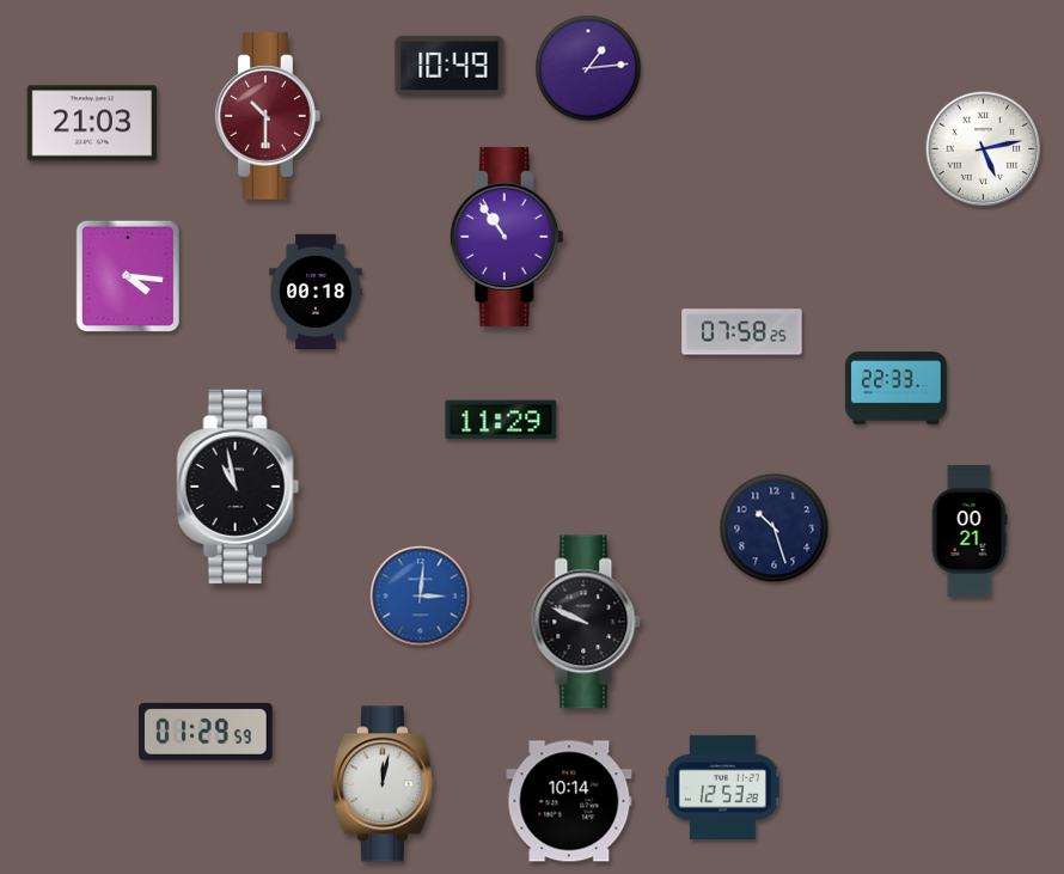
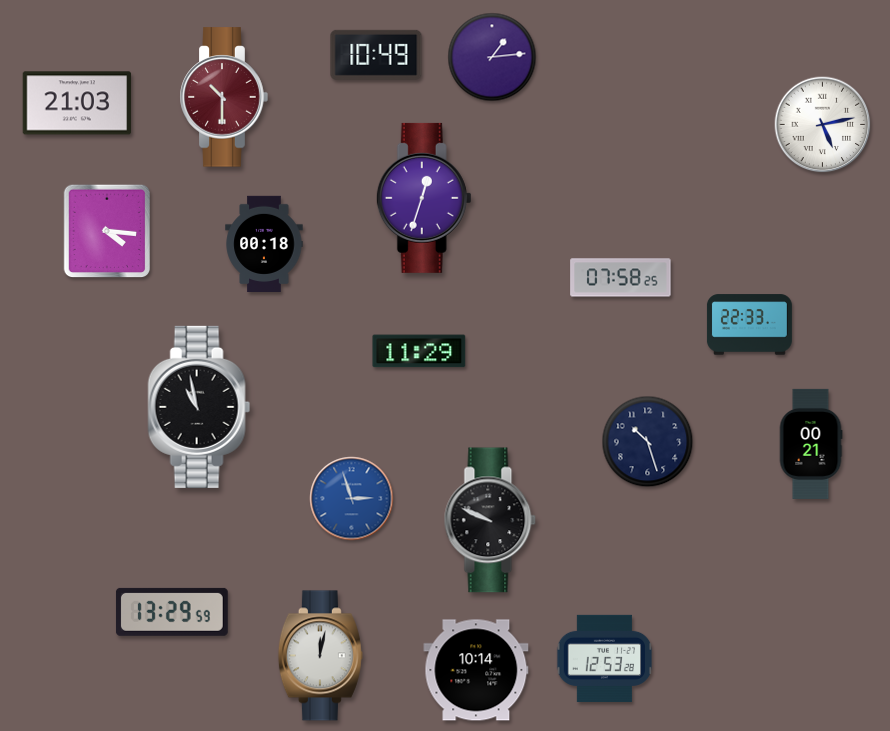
clock at (507, 237): 10:54 -> 12:33
clock at (421, 597): 3:01 -> 2:57
clock at (206, 732): 01:29 -> 13:29
